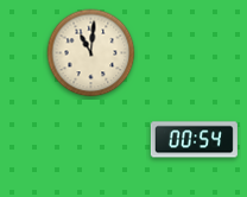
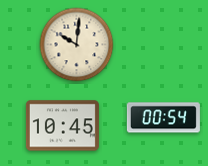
clock at (91, 53): 11:01 -> 10:01
clock at (62, 126): none -> 10:45
